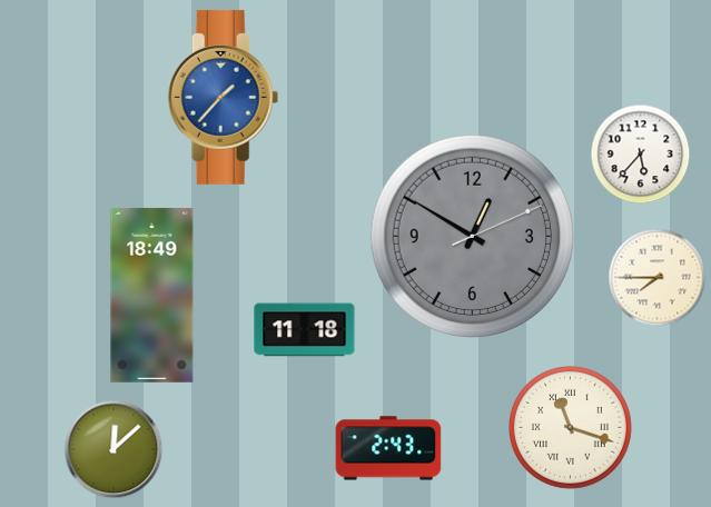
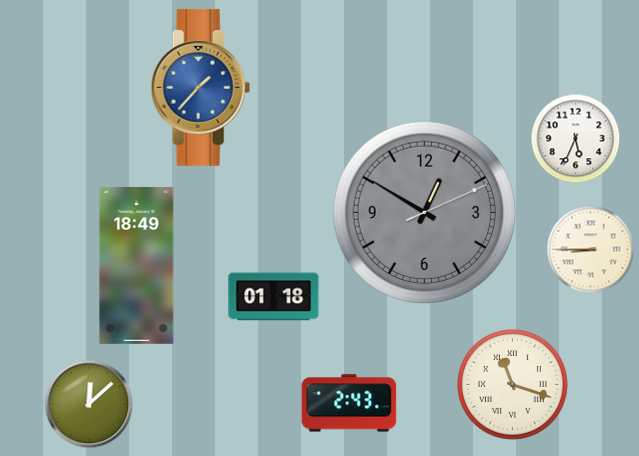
clock at (641, 155): 5:37 -> 5:34
clock at (658, 278): 7:45 -> 8:45
clock at (305, 330): 11:18 -> 01:18
clock at (113, 449) position: (113, 449) -> (89, 404)
